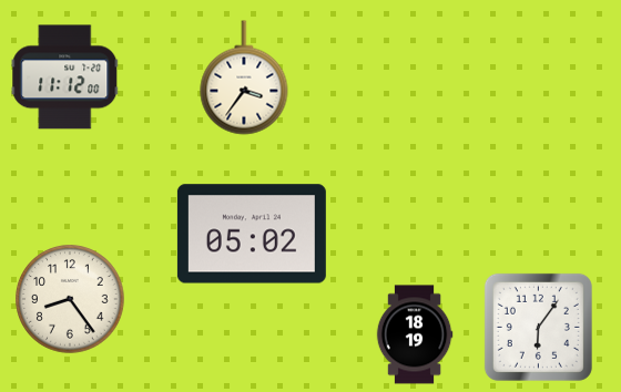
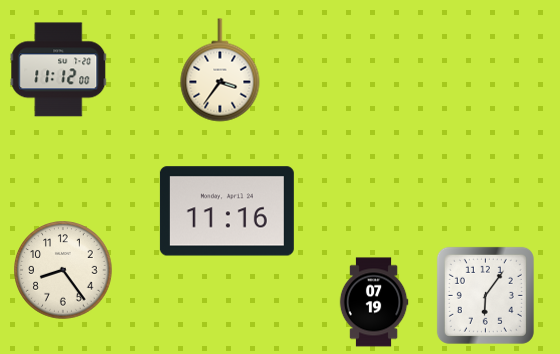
clock at (252, 234): 05:02 -> 11:16
clock at (415, 334): 18:19 -> 07:19
